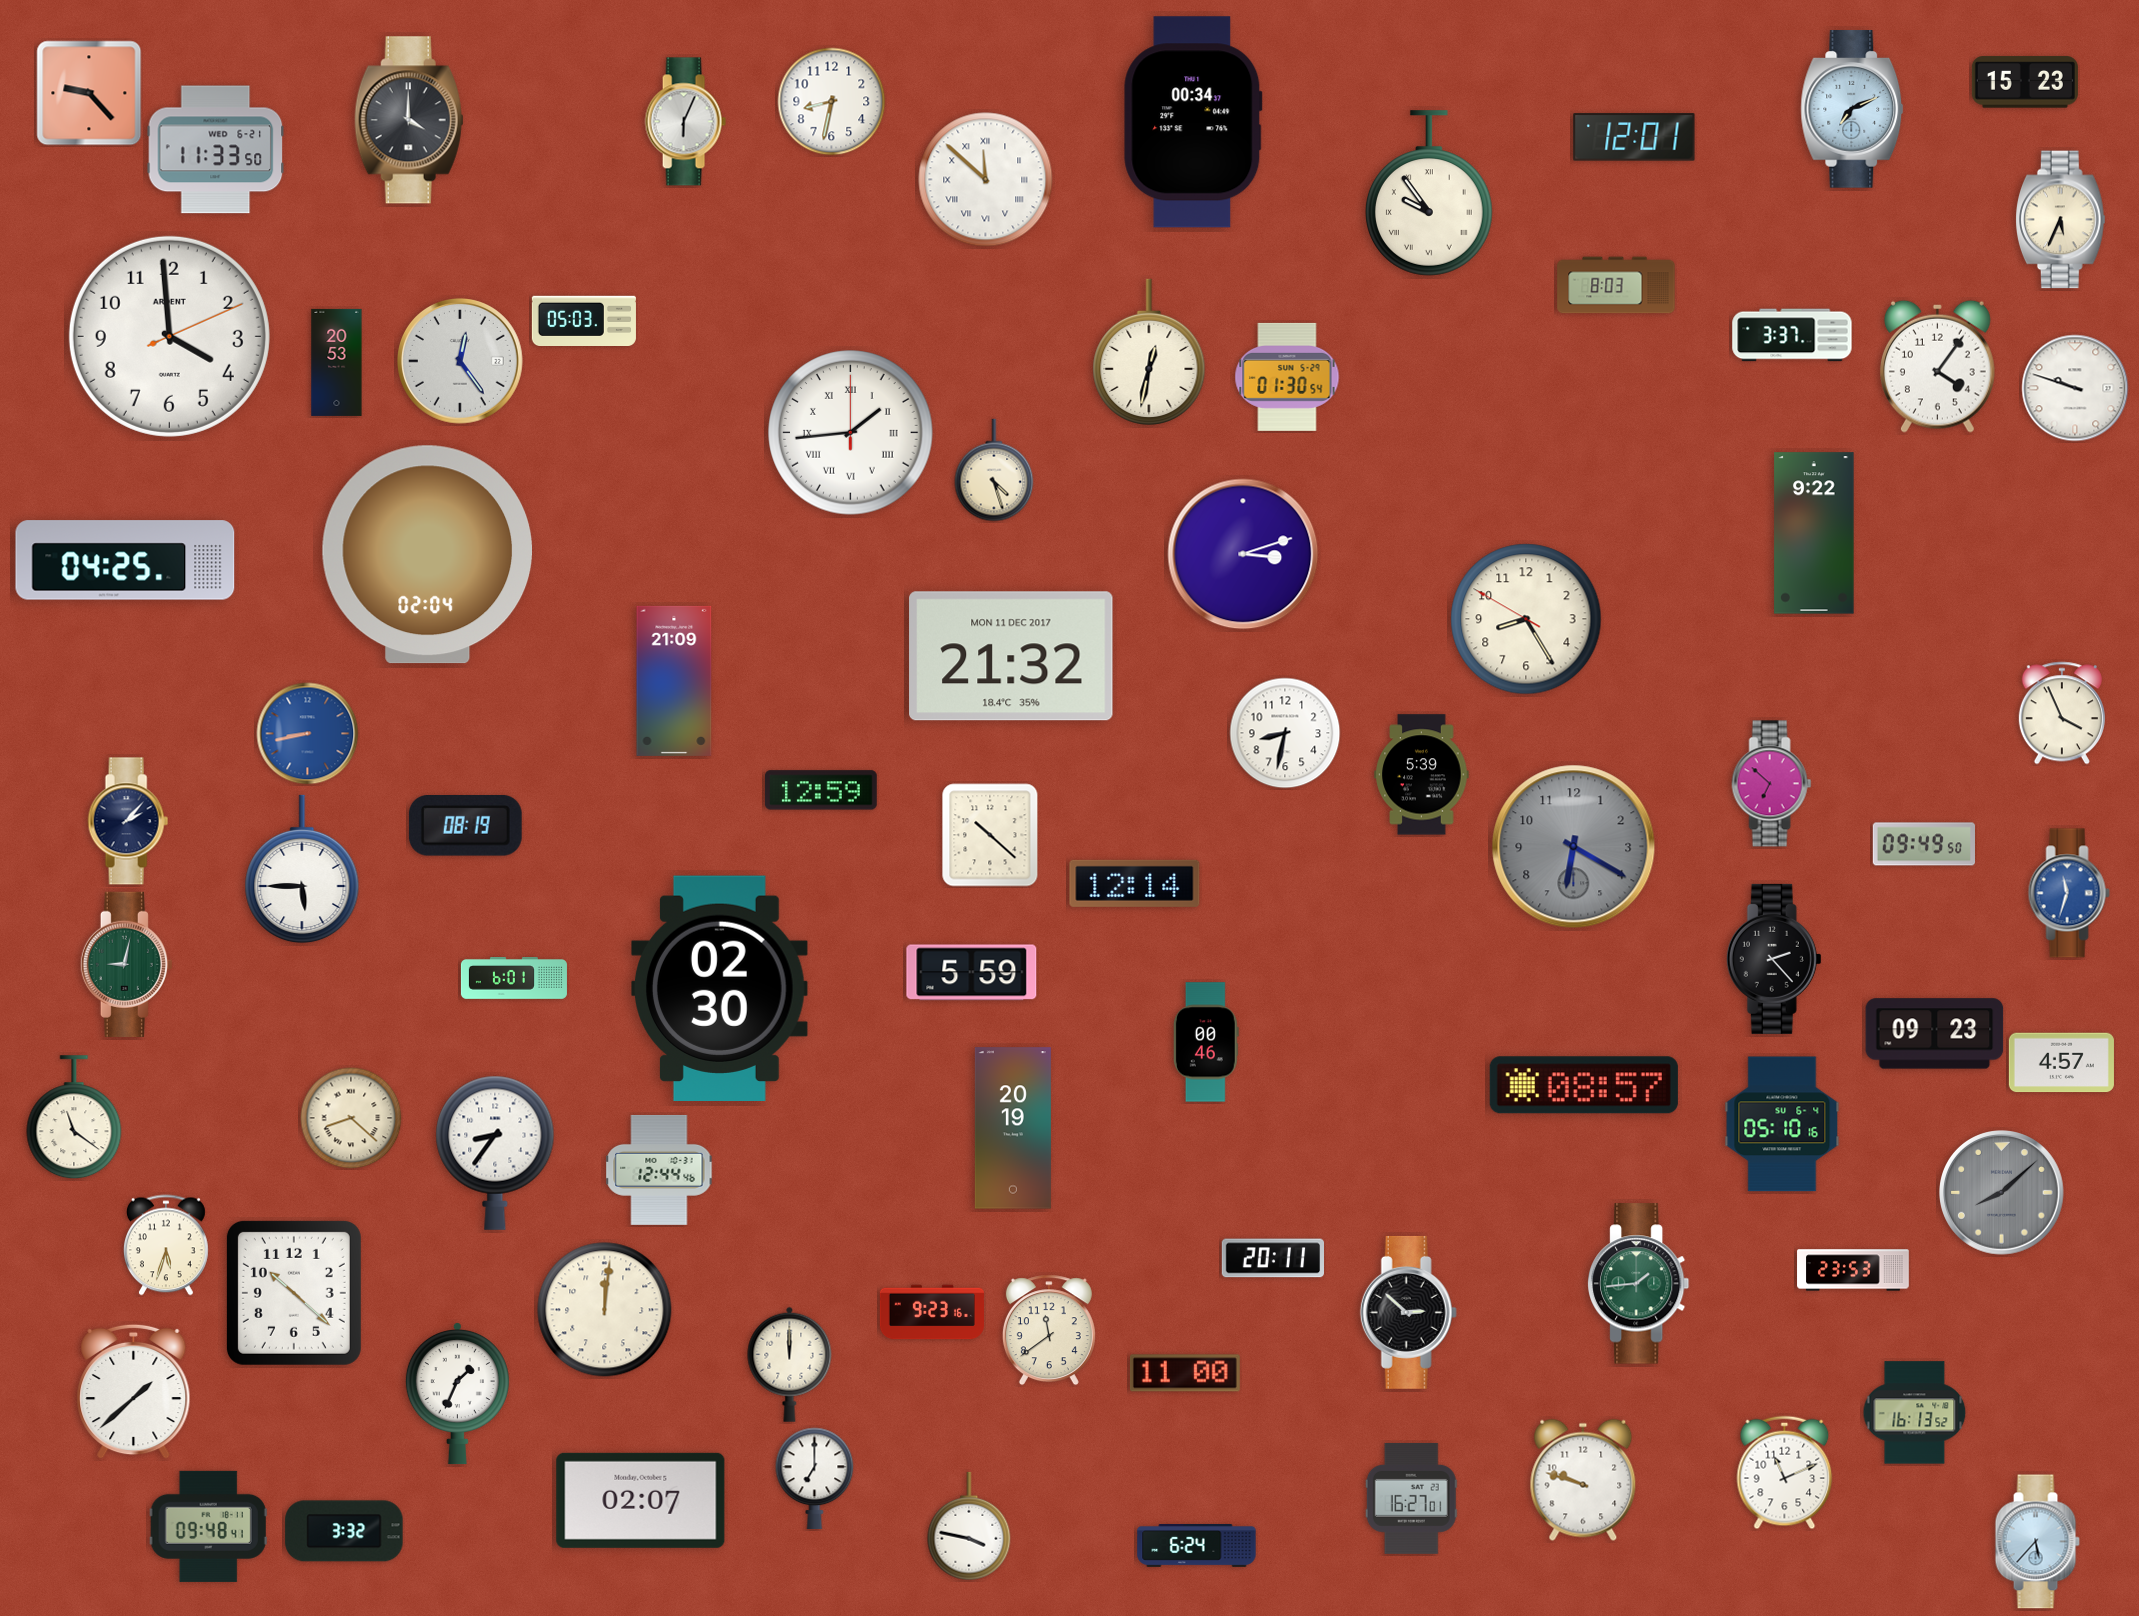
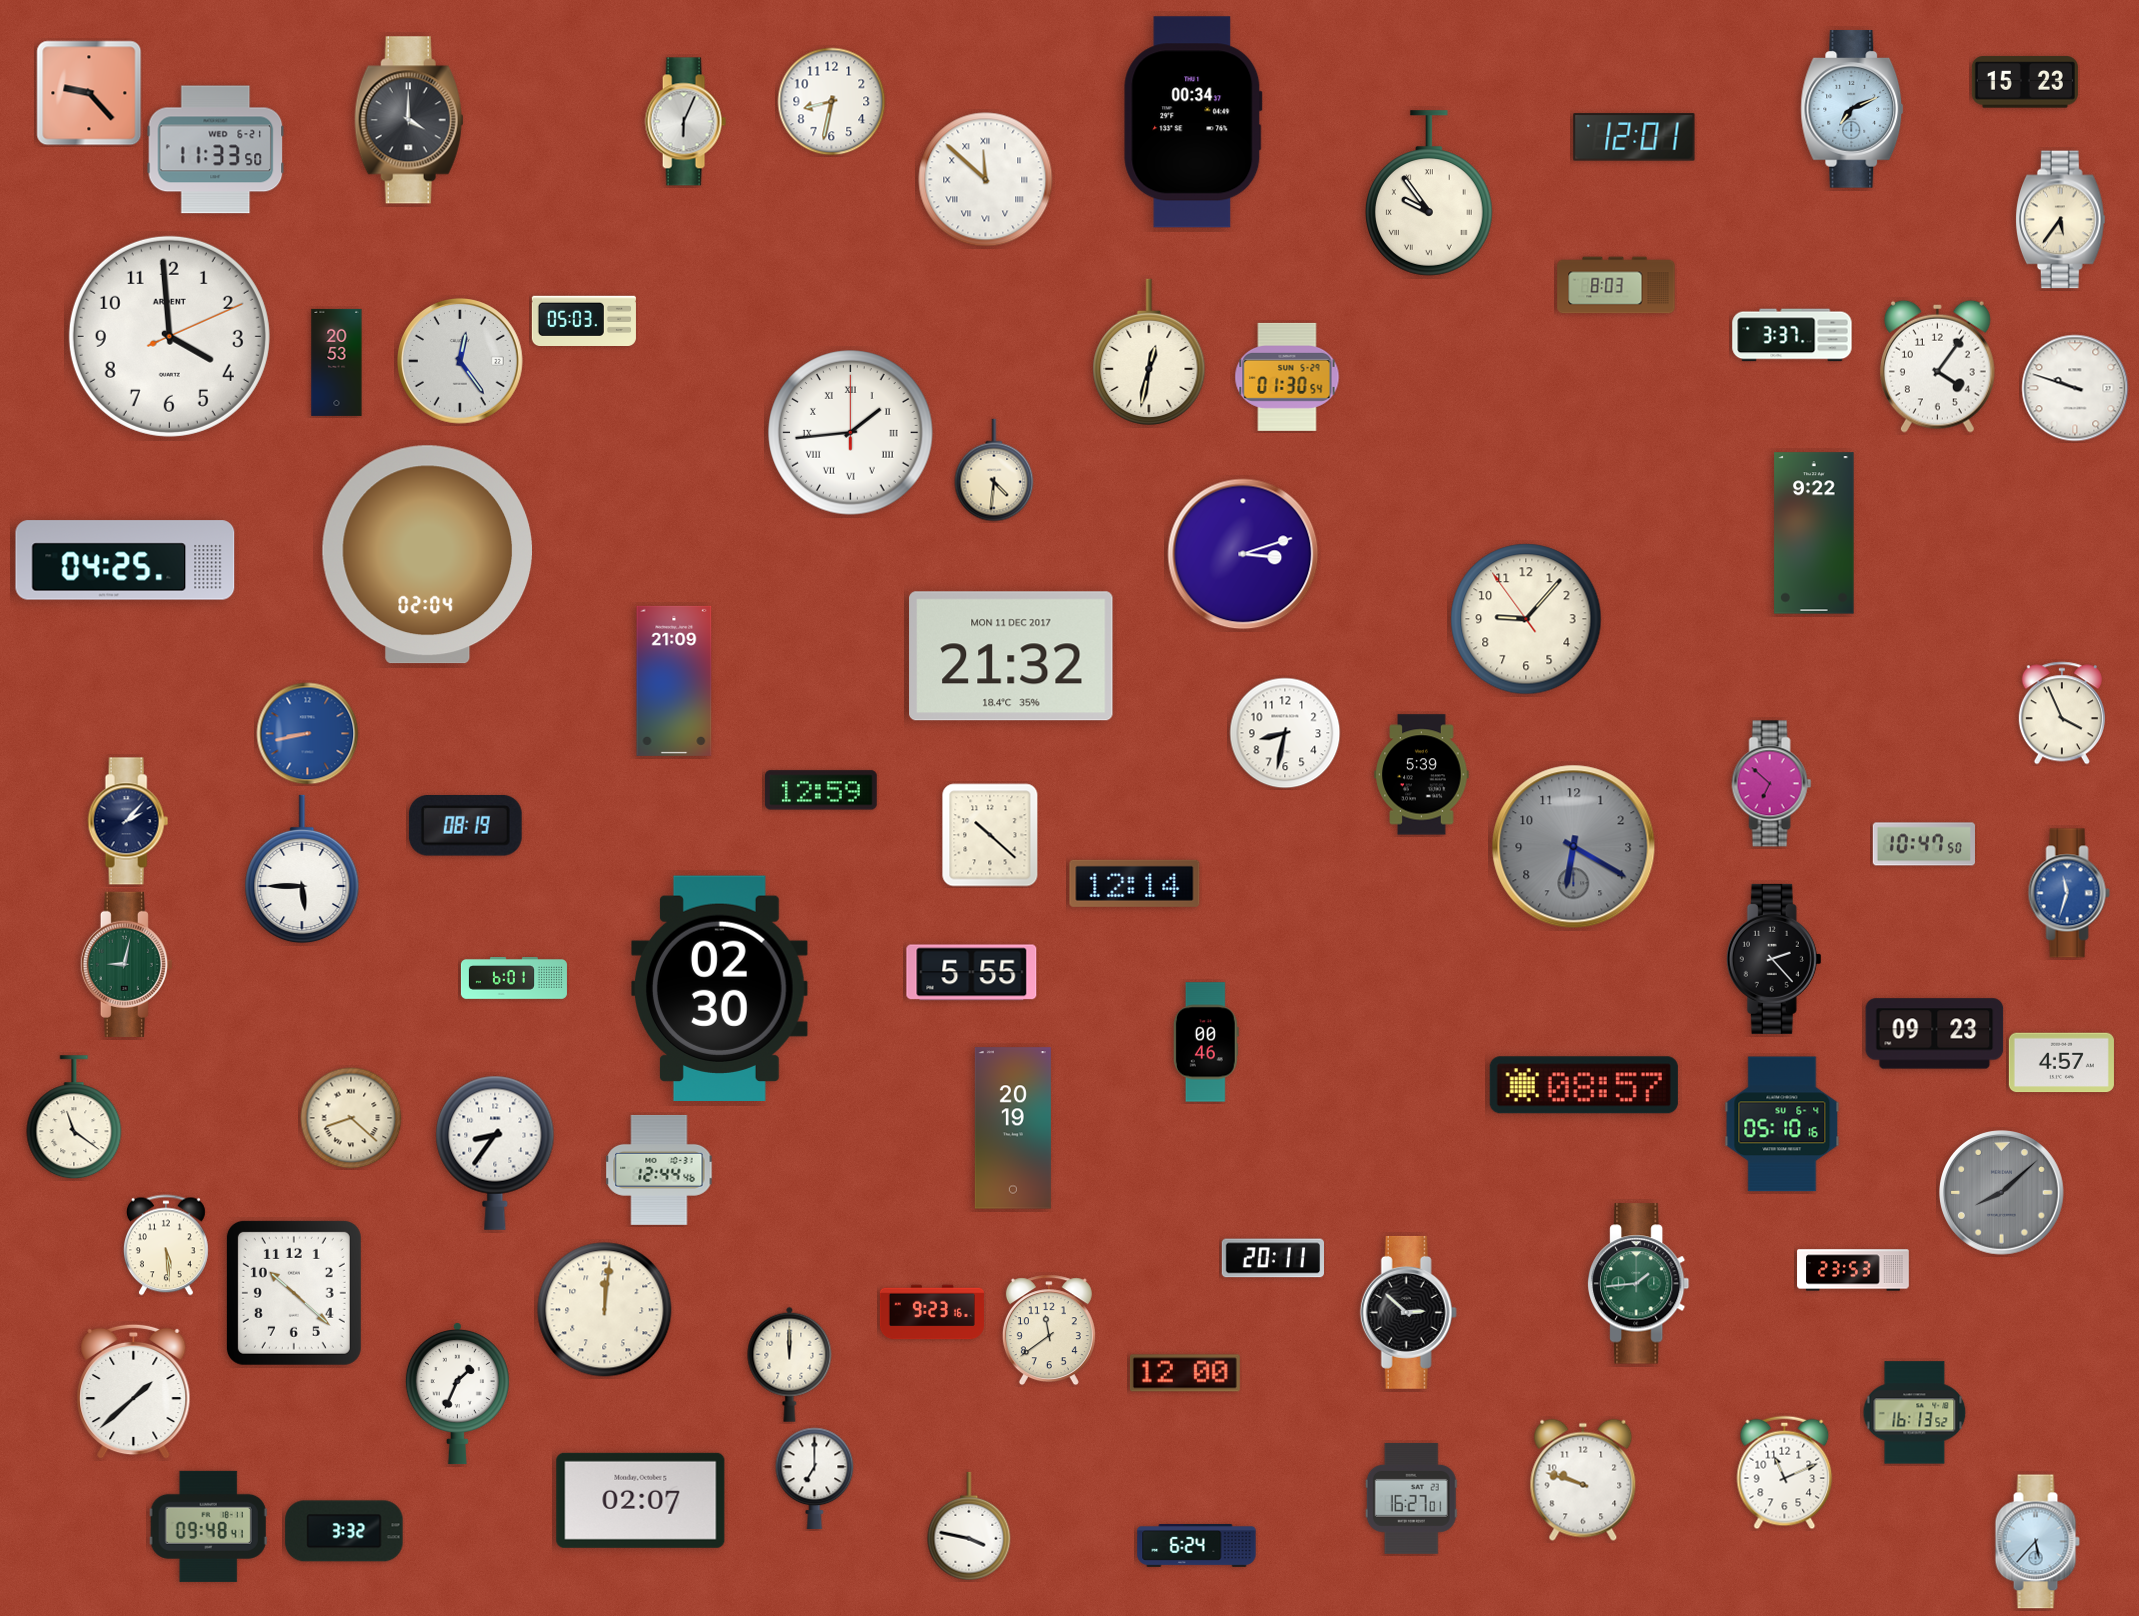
clock at (2060, 220): 5:34 -> 5:36
clock at (994, 470): 4:27 -> 4:31
clock at (1526, 619): 8:24 -> 9:06
clock at (1923, 844): 09:49 -> 10:47
clock at (972, 973): 5:59 -> 5:55
clock at (166, 1245): 5:33 -> 5:29
clock at (1185, 1373): 11:00 -> 12:00
